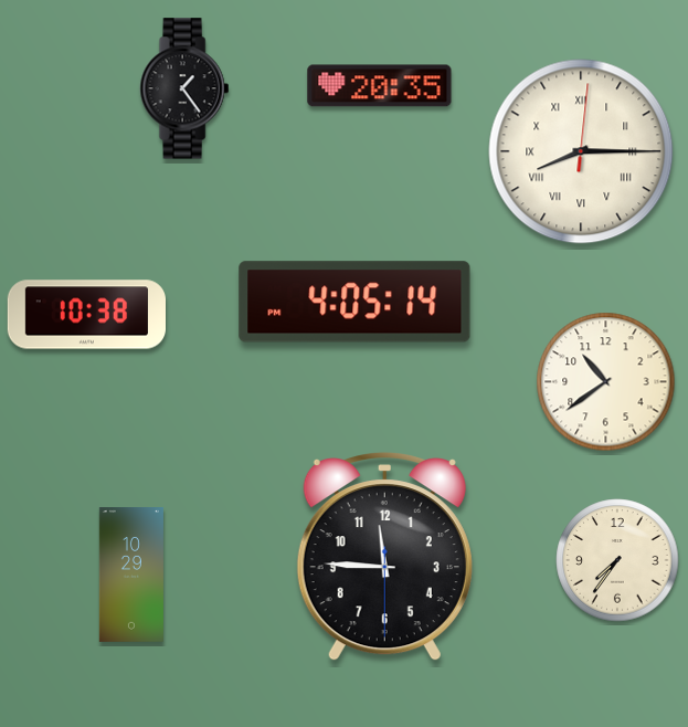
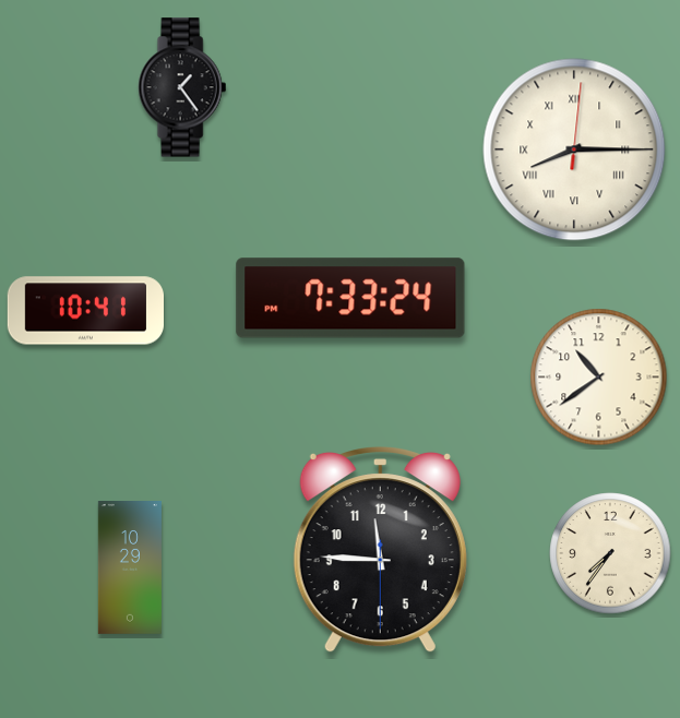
clock at (380, 86): 20:35 -> none
clock at (354, 302): 4:05 -> 7:33
clock at (86, 315): 10:38 -> 10:41
